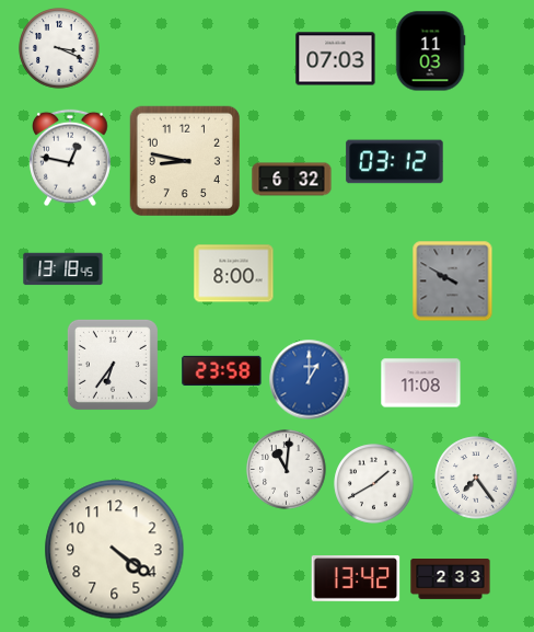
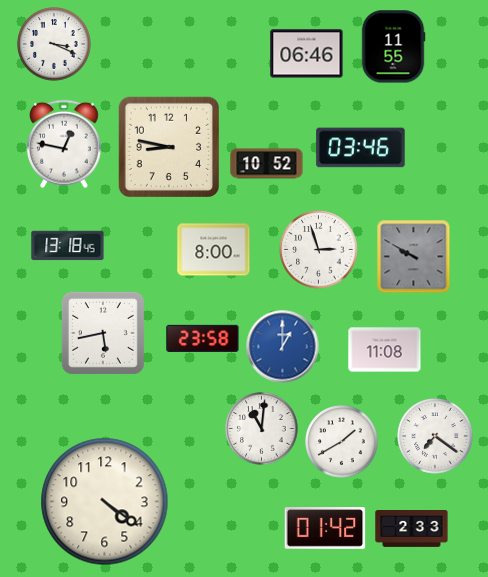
clock at (430, 51): 11:03 -> 11:55
clock at (336, 59): 07:03 -> 06:46
clock at (395, 162): 03:12 -> 03:46
clock at (292, 180): 6:32 -> 10:52
clock at (63, 269) position: (63, 269) -> (68, 246)
clock at (319, 250): none -> 2:57
clock at (113, 365): 6:36 -> 5:43
clock at (476, 478): 7:24 -> 7:21
clock at (356, 578): 13:42 -> 01:42
